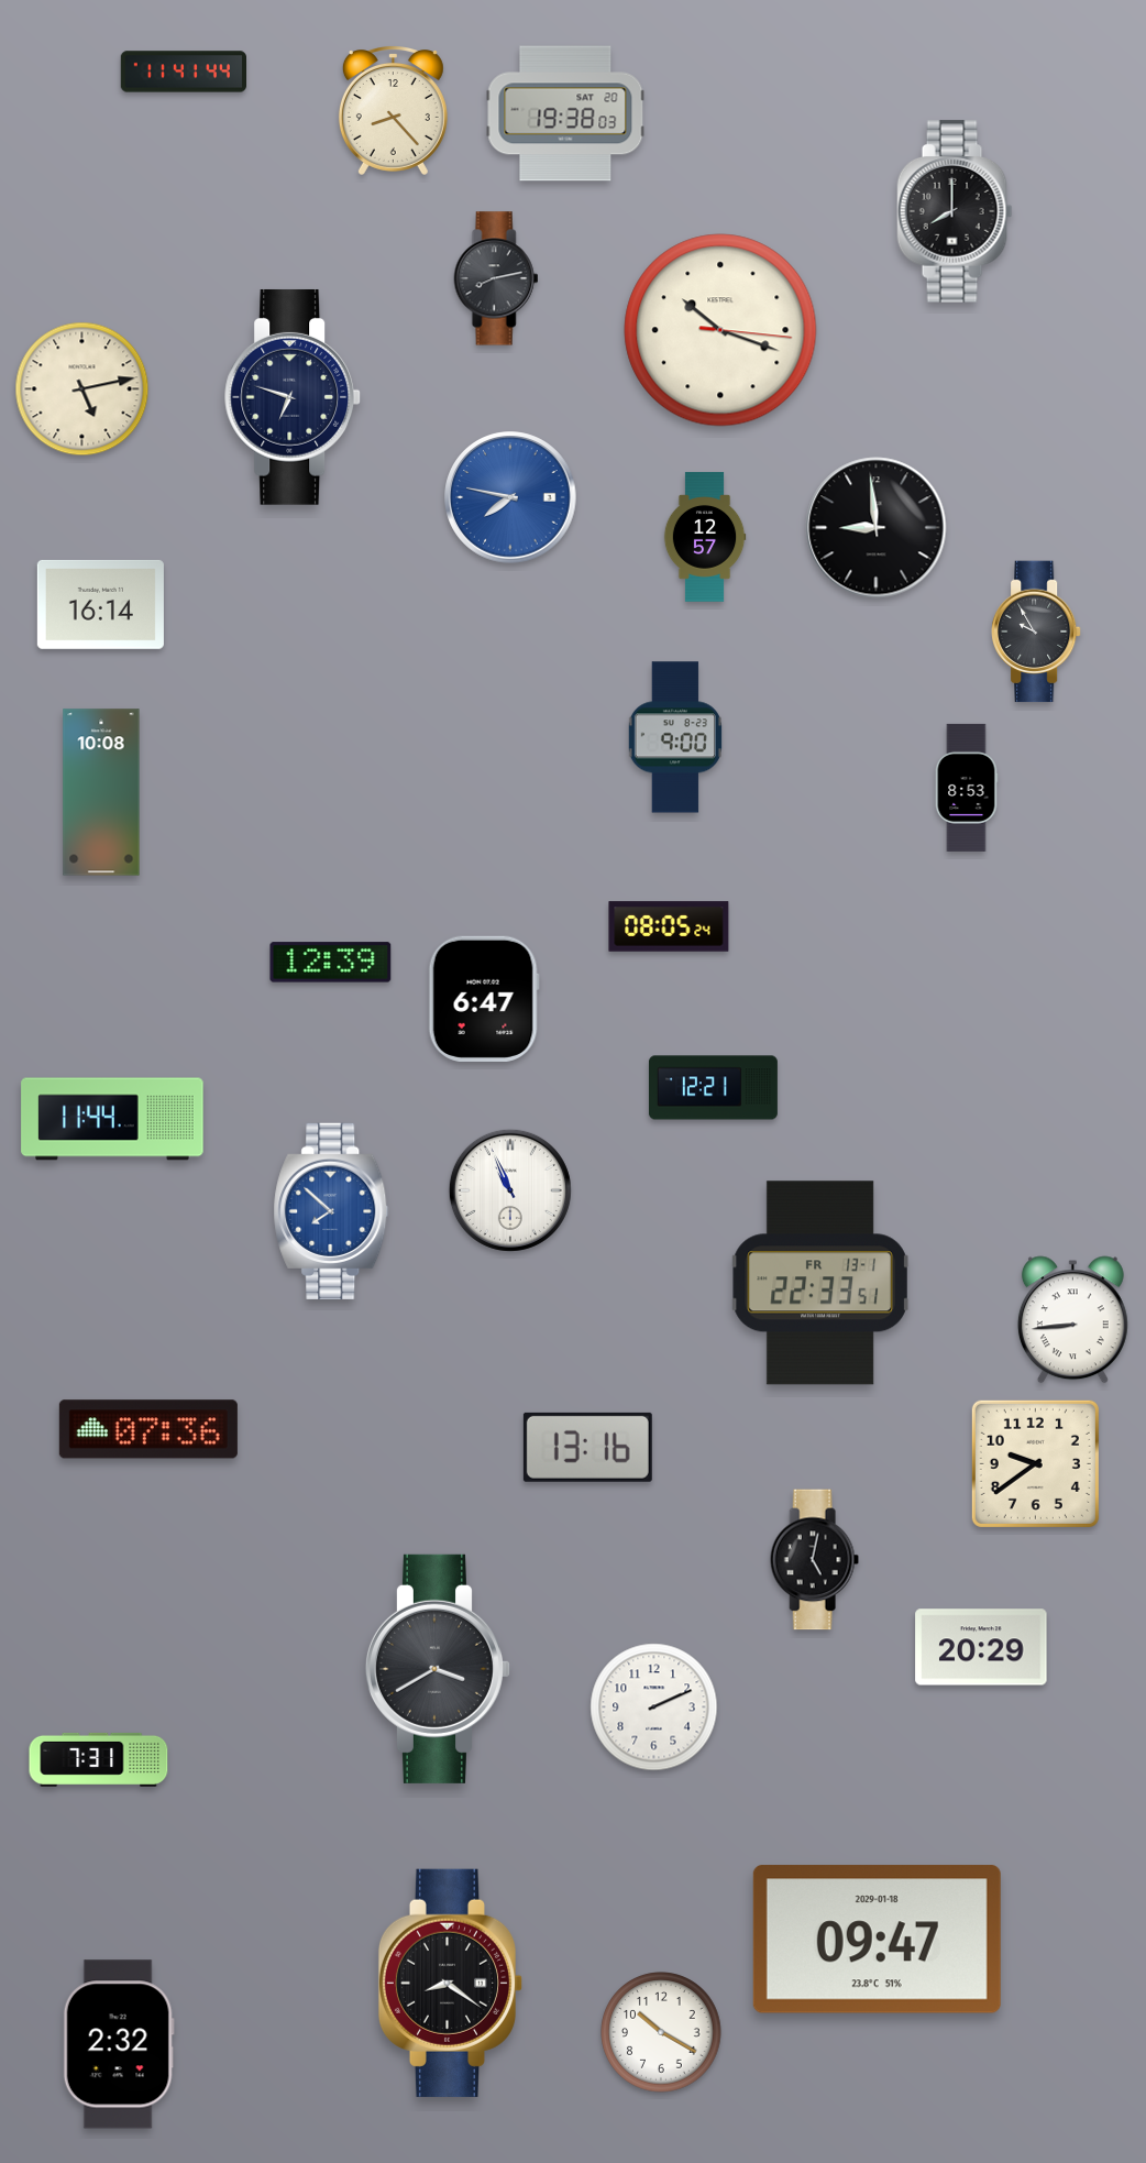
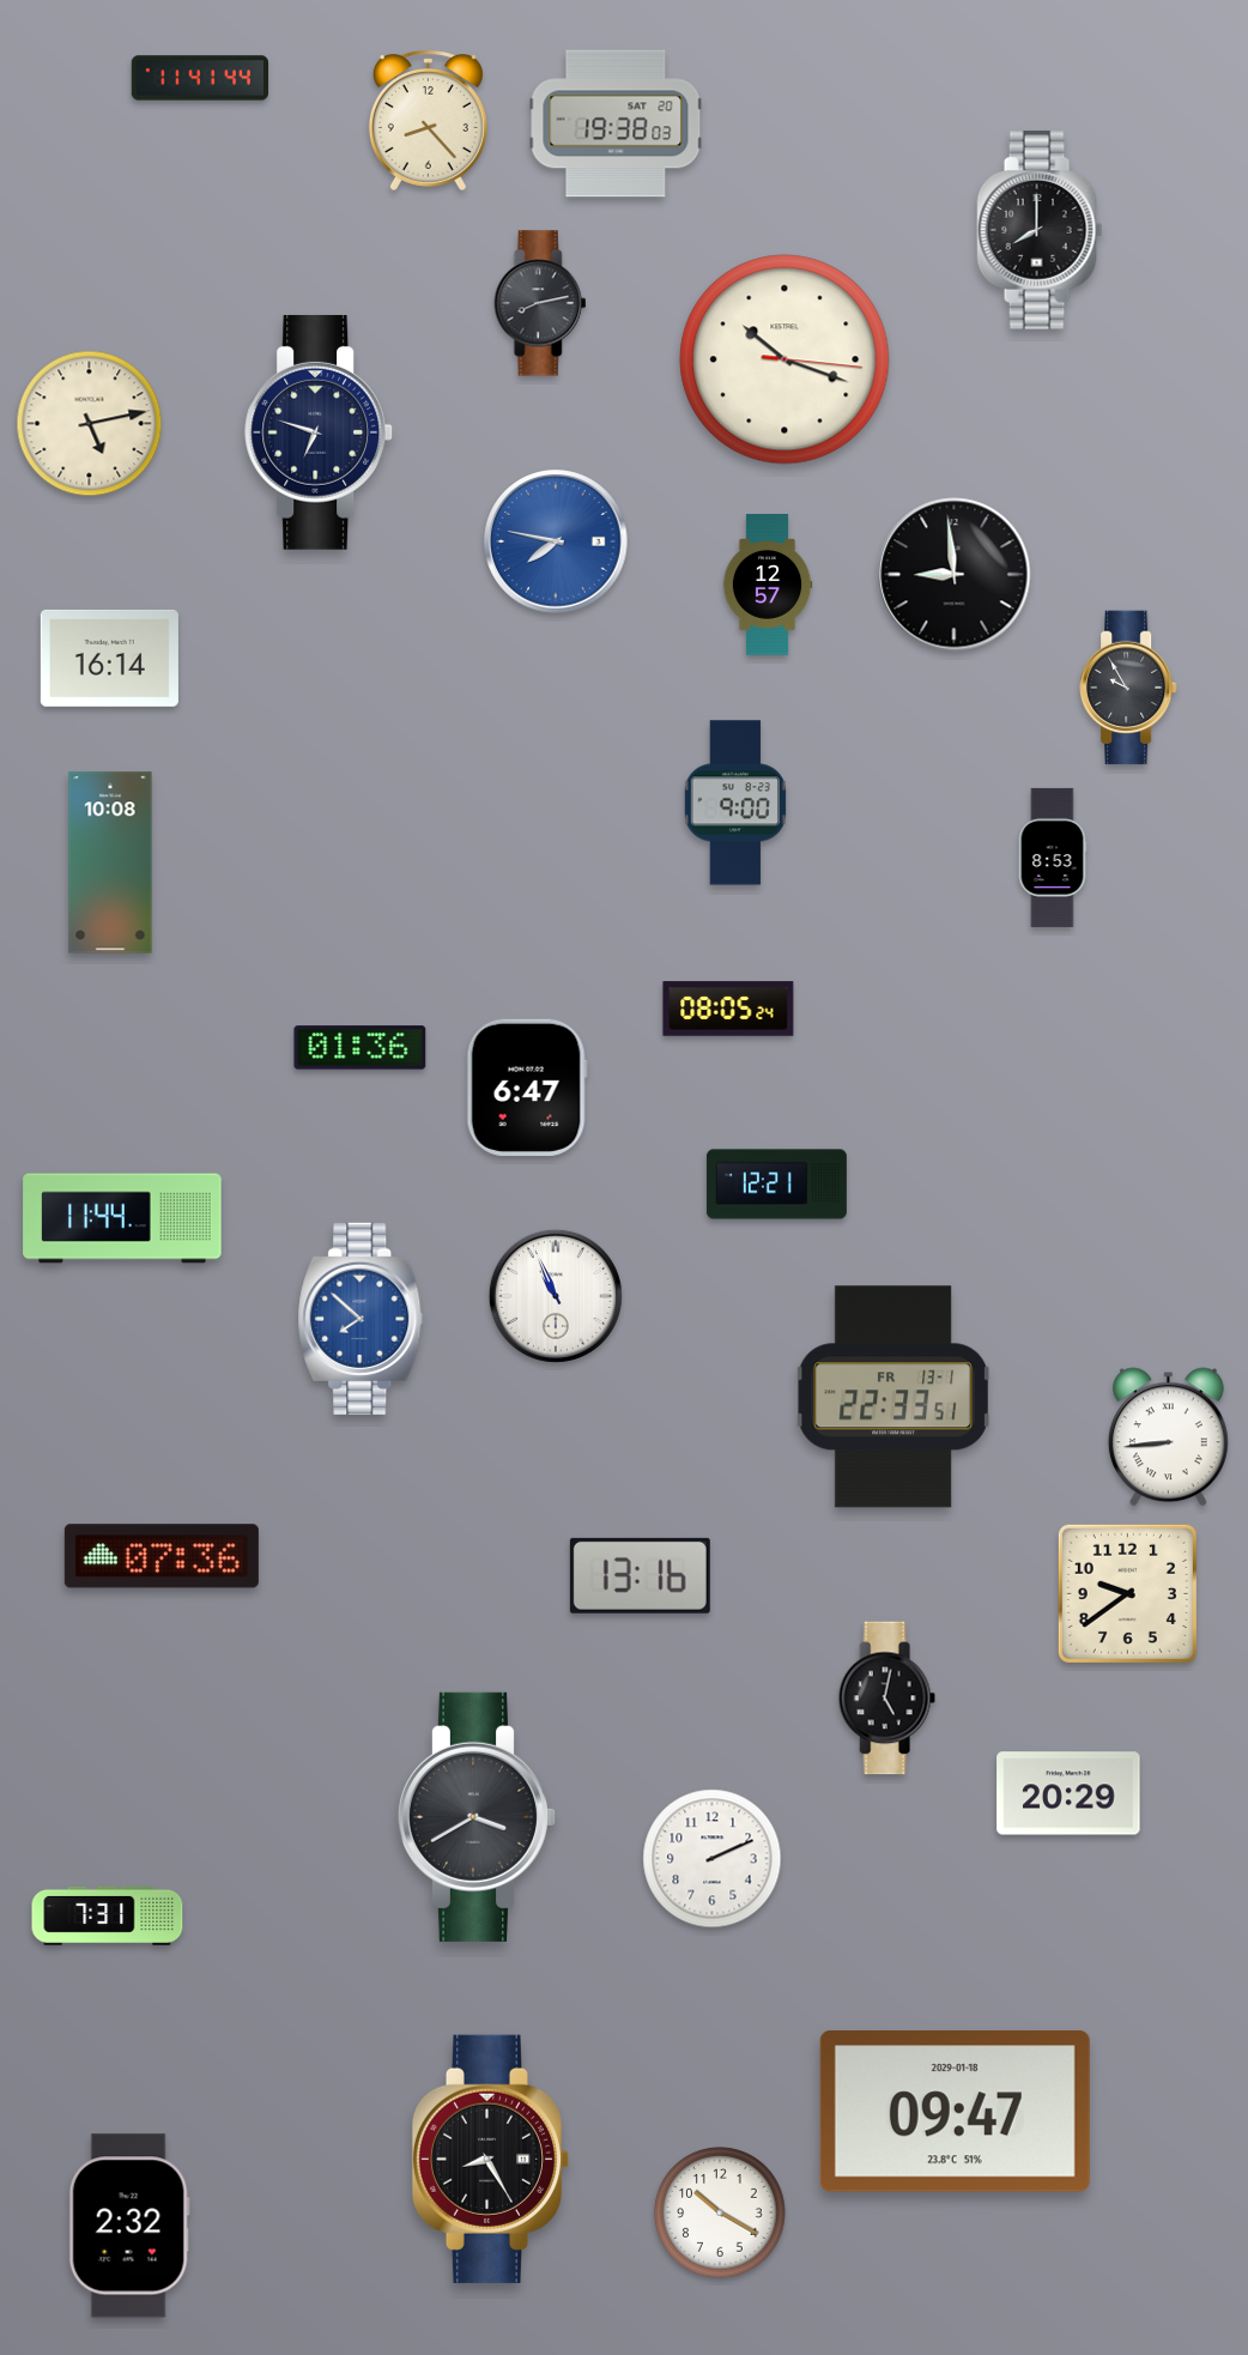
clock at (331, 963): 12:39 -> 01:36
clock at (451, 1983): 8:21 -> 8:25
